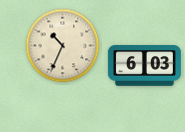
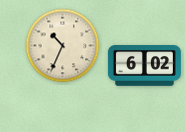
clock at (144, 66): 6:03 -> 6:02
